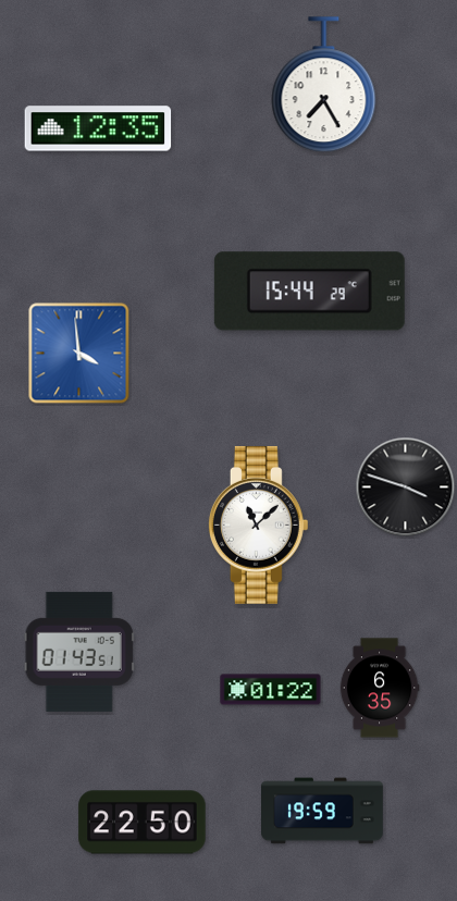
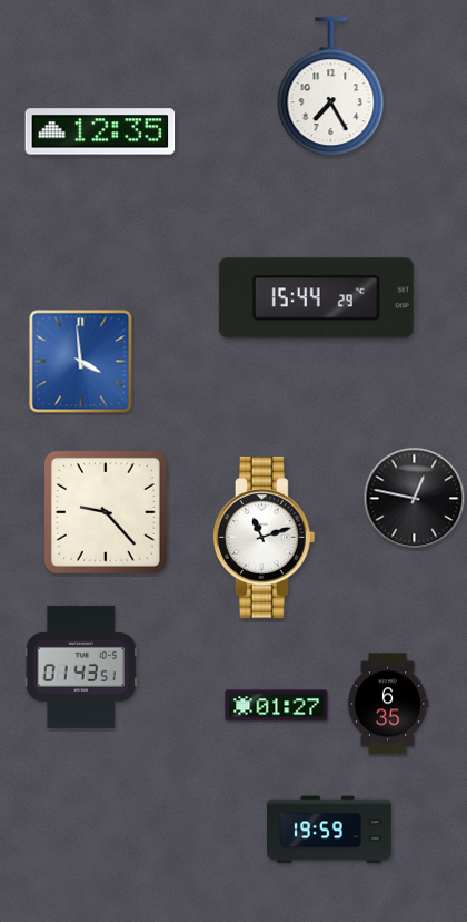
clock at (406, 487): 3:48 -> 12:47
clock at (106, 512): none -> 9:23
clock at (258, 524): 11:08 -> 11:12
clock at (271, 690): 01:22 -> 01:27
clock at (143, 823): 22:50 -> none
